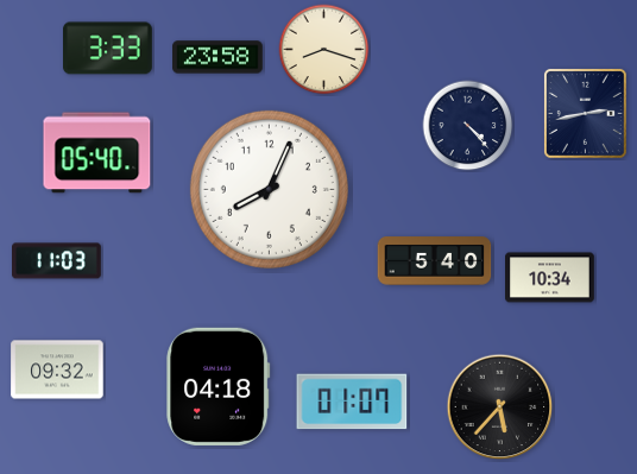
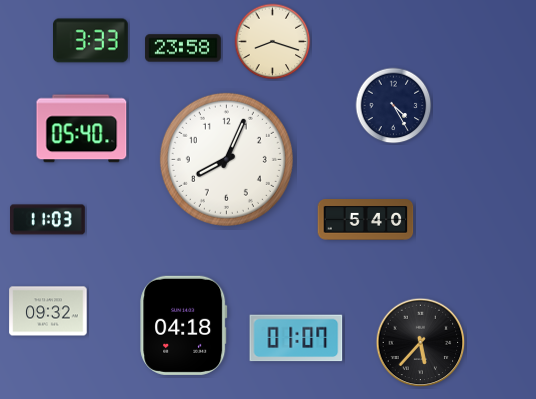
clock at (585, 113): 2:43 -> none
clock at (468, 126): 4:23 -> 4:25
clock at (550, 278): 10:34 -> none
